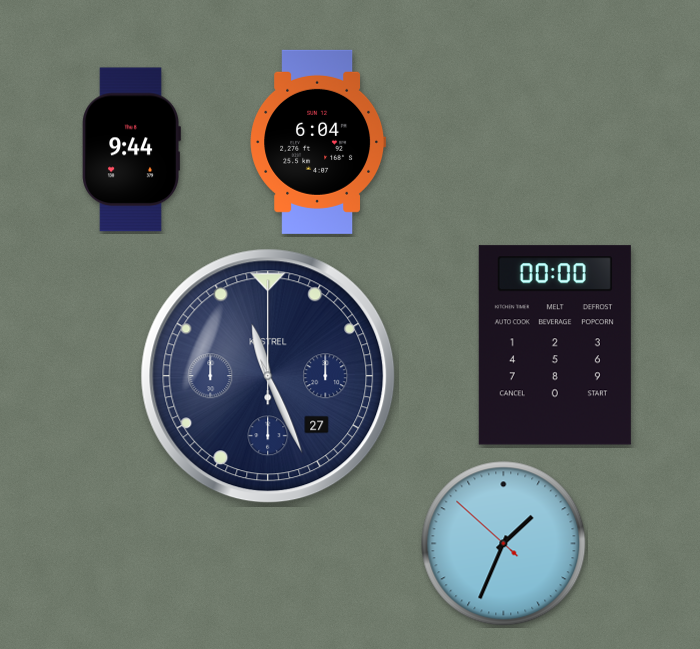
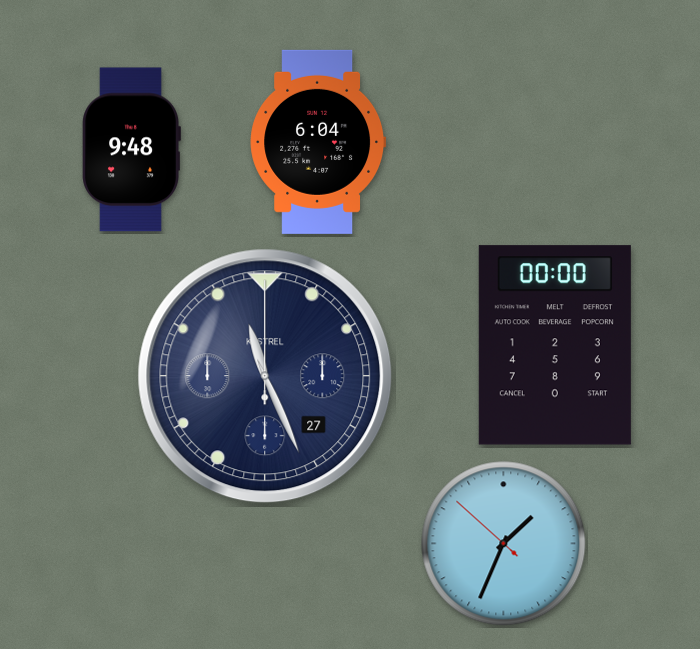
clock at (131, 150): 9:44 -> 9:48
clock at (268, 376) position: (268, 376) -> (265, 376)
